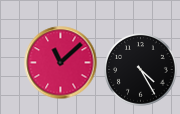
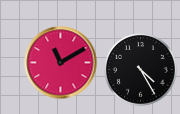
clock at (61, 63): 11:08 -> 11:10
